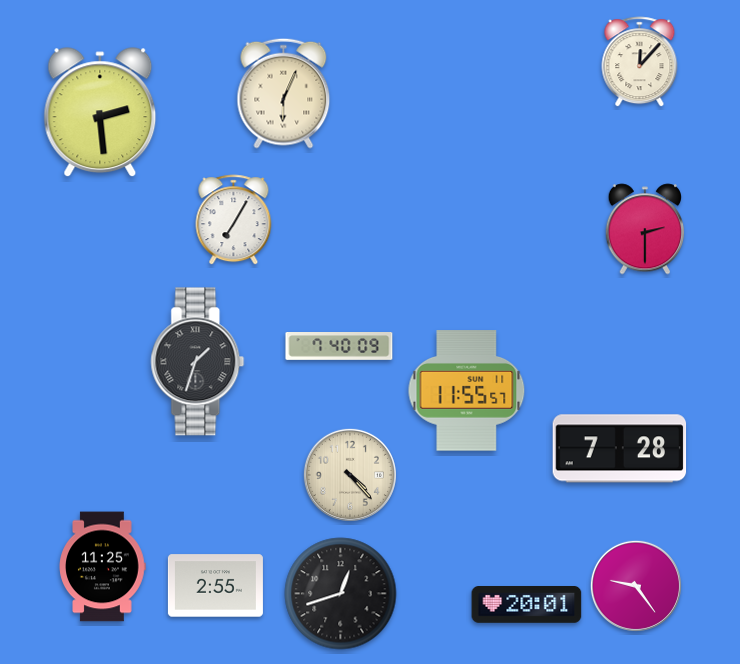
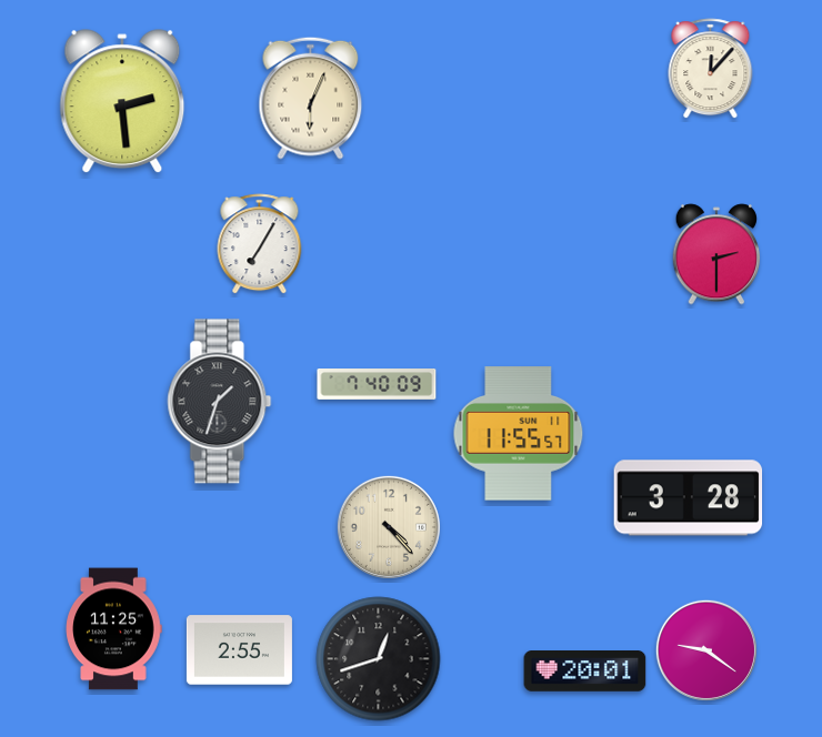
clock at (284, 93) position: (284, 93) -> (311, 98)
clock at (100, 113) position: (100, 113) -> (122, 102)
clock at (620, 449): 7:28 -> 3:28
clock at (636, 586): 9:24 -> 9:21
